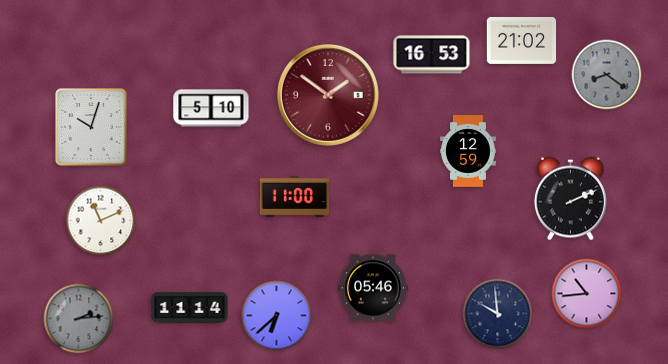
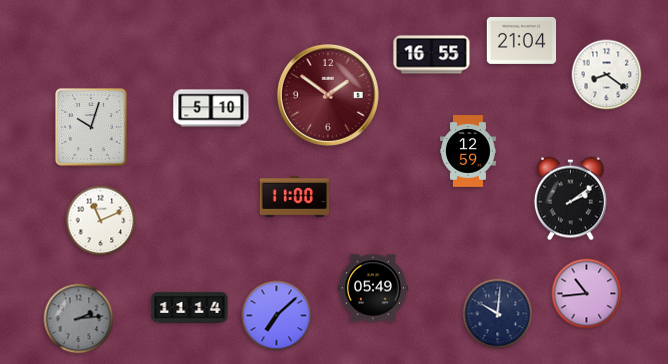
clock at (522, 41): 21:02 -> 21:04
clock at (432, 55): 16:53 -> 16:55
clock at (607, 75) dial: grey -> white
clock at (570, 199): 2:11 -> 2:09
clock at (373, 288): 05:46 -> 05:49
clock at (498, 314): 9:59 -> 10:01
clock at (277, 316): 6:38 -> 7:08
